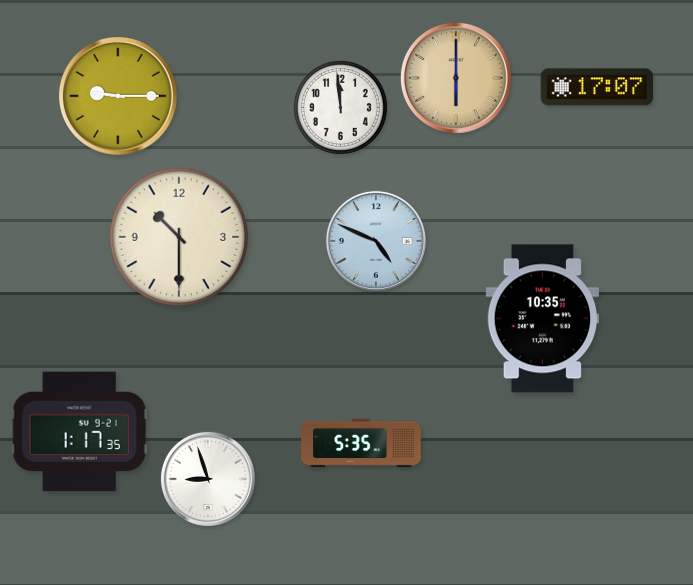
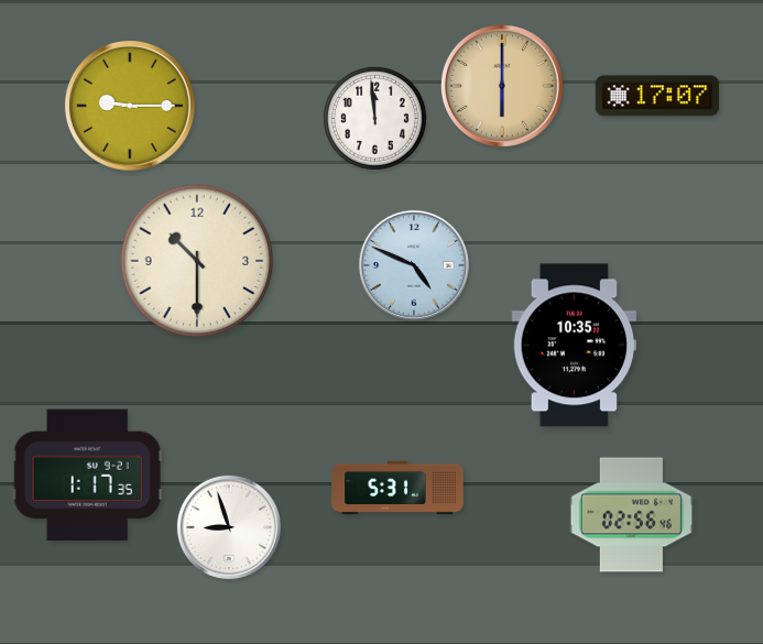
clock at (543, 319) position: (543, 319) -> (575, 346)
clock at (361, 443): 5:35 -> 5:31
clock at (631, 515): none -> 02:56
